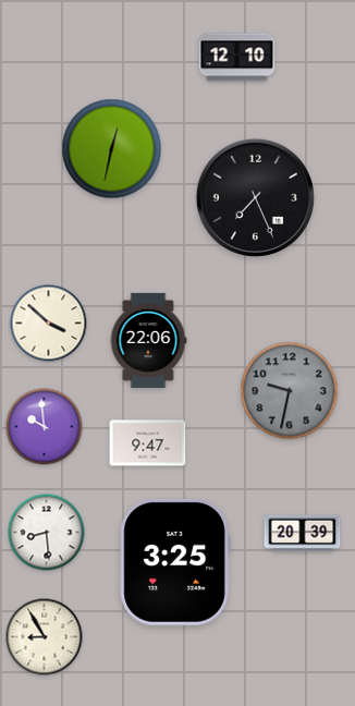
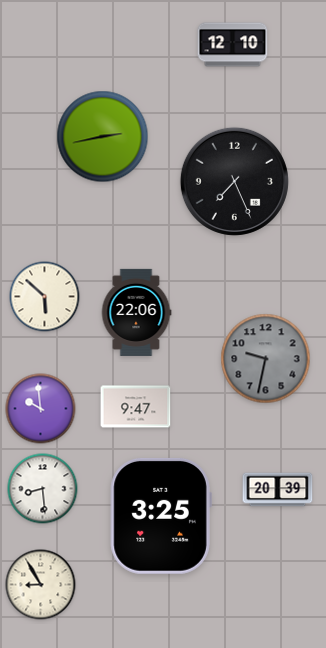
clock at (237, 58) position: (237, 58) -> (233, 45)
clock at (112, 149): 12:32 -> 2:43
clock at (49, 324): 3:52 -> 5:52
clock at (45, 427) position: (45, 427) -> (41, 409)
